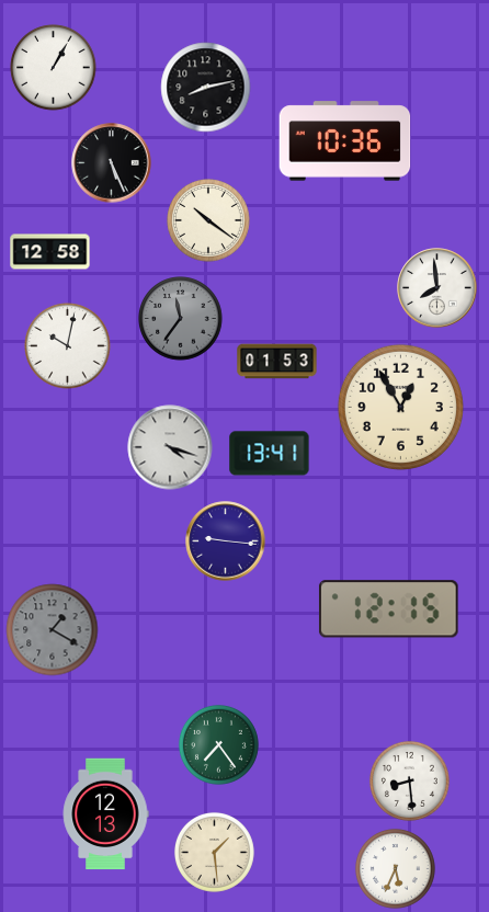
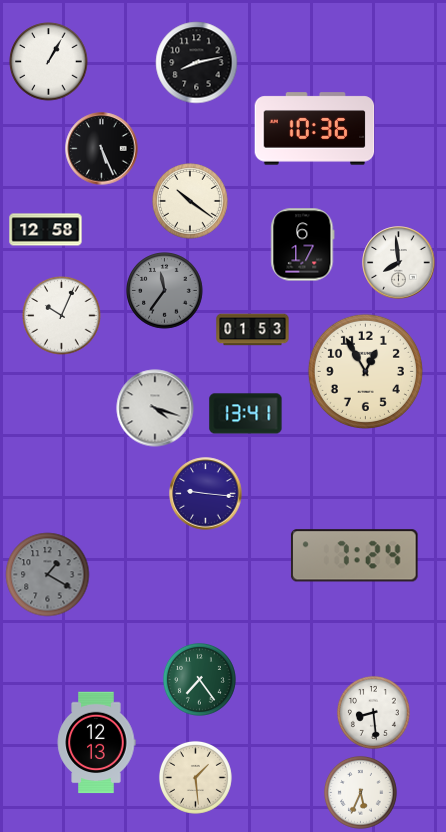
clock at (206, 88) position: (206, 88) -> (197, 63)
clock at (303, 245): none -> 6:17
clock at (68, 346): 10:02 -> 10:04
clock at (388, 609): 12:15 -> 7:24
